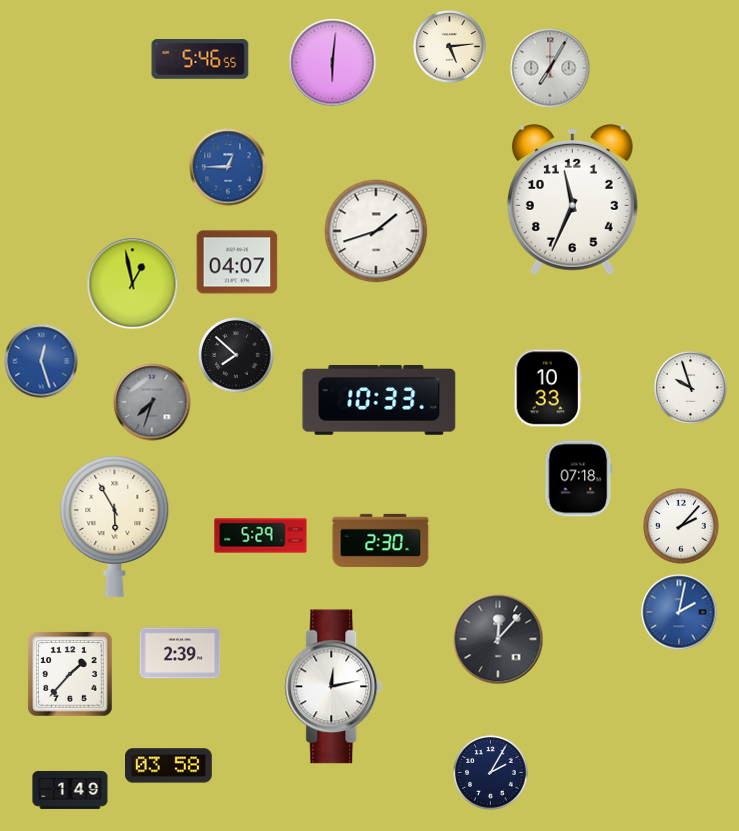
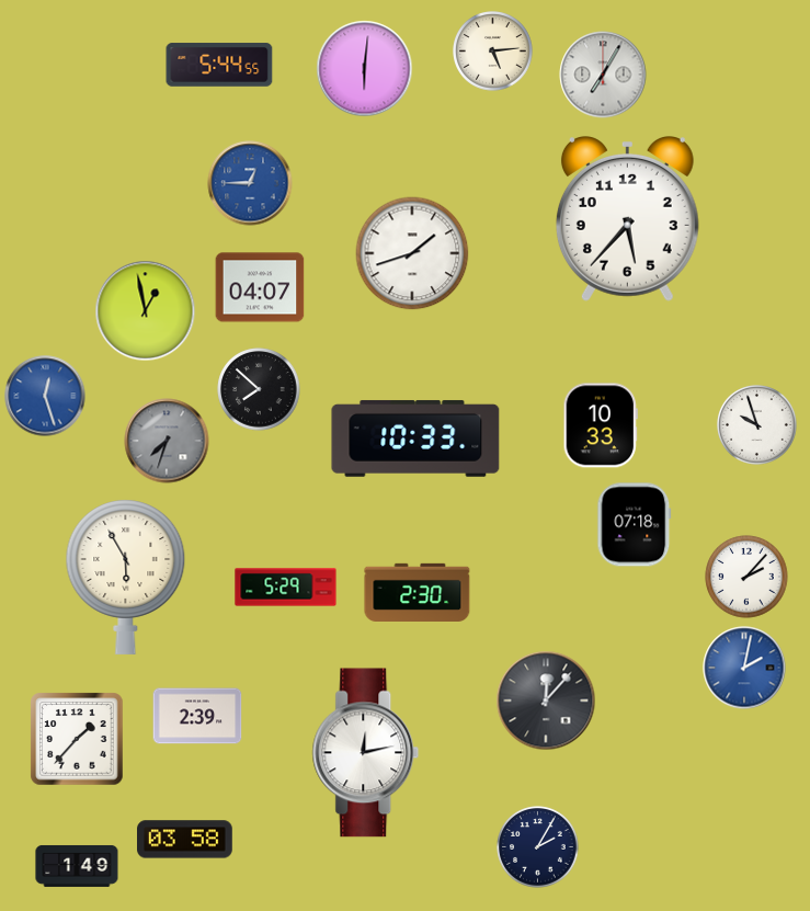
clock at (200, 59): 5:46 -> 5:44
clock at (572, 200): 11:34 -> 5:37
clock at (679, 612) position: (679, 612) -> (744, 668)
